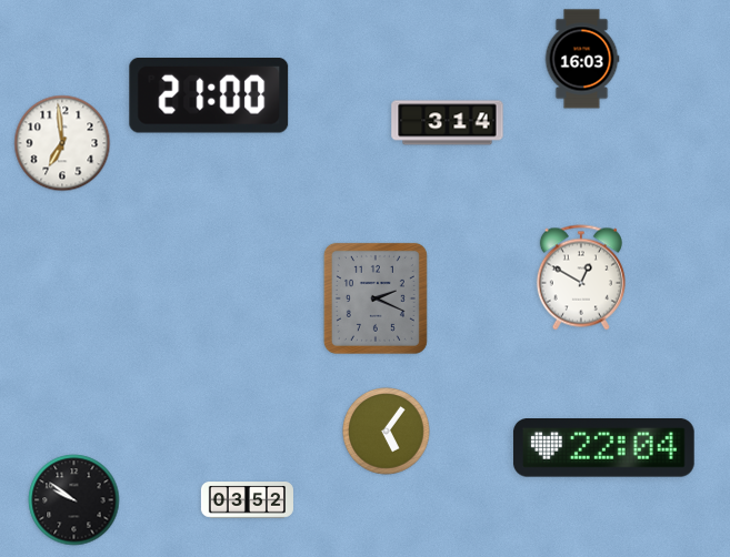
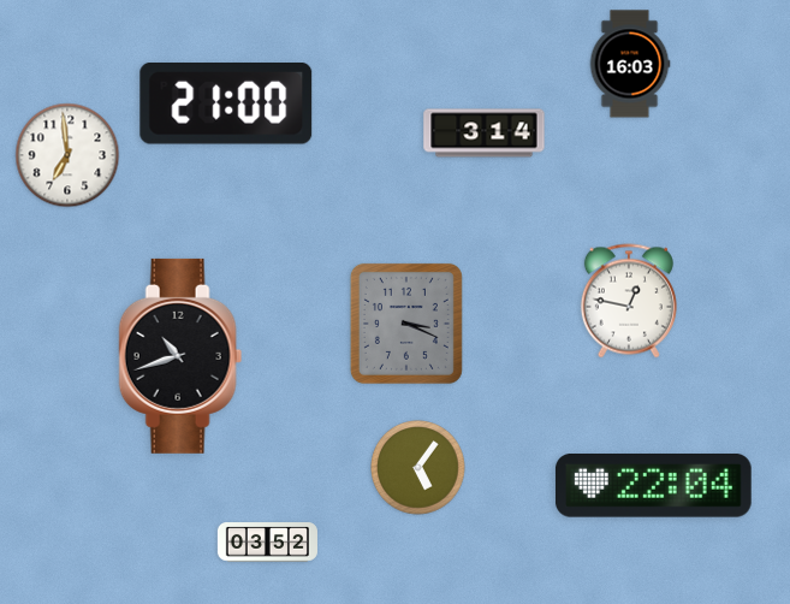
clock at (581, 277): 12:50 -> 12:47
clock at (376, 298): 2:19 -> 3:19
clock at (180, 356): none -> 10:42
clock at (74, 500): 9:51 -> none
